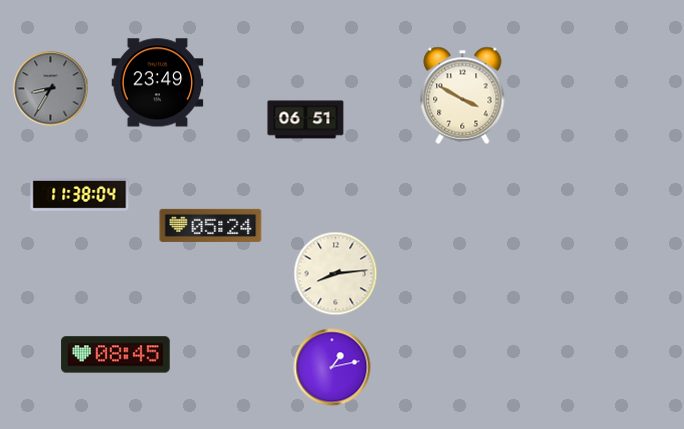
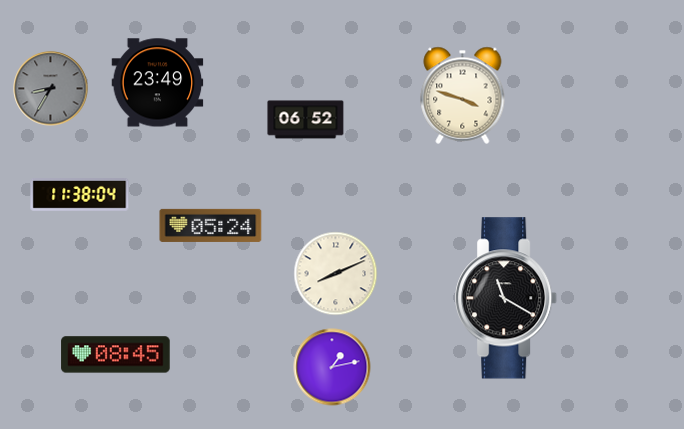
clock at (463, 95): 3:50 -> 3:48
clock at (306, 120): 06:51 -> 06:52
clock at (336, 274): 8:14 -> 8:11
clock at (507, 298): none -> 11:20
